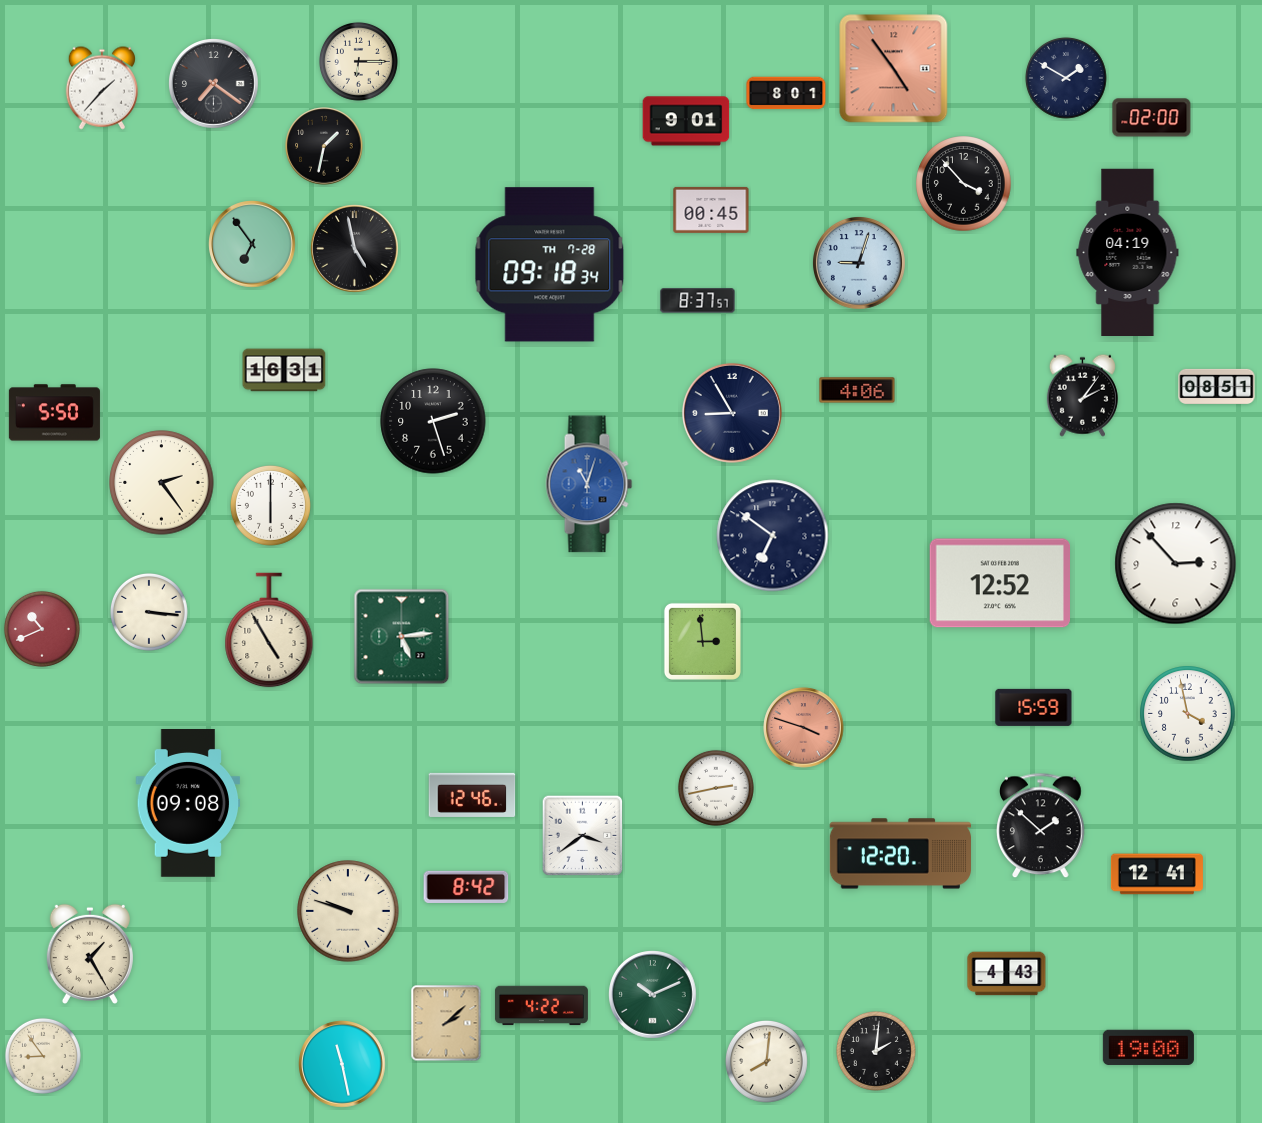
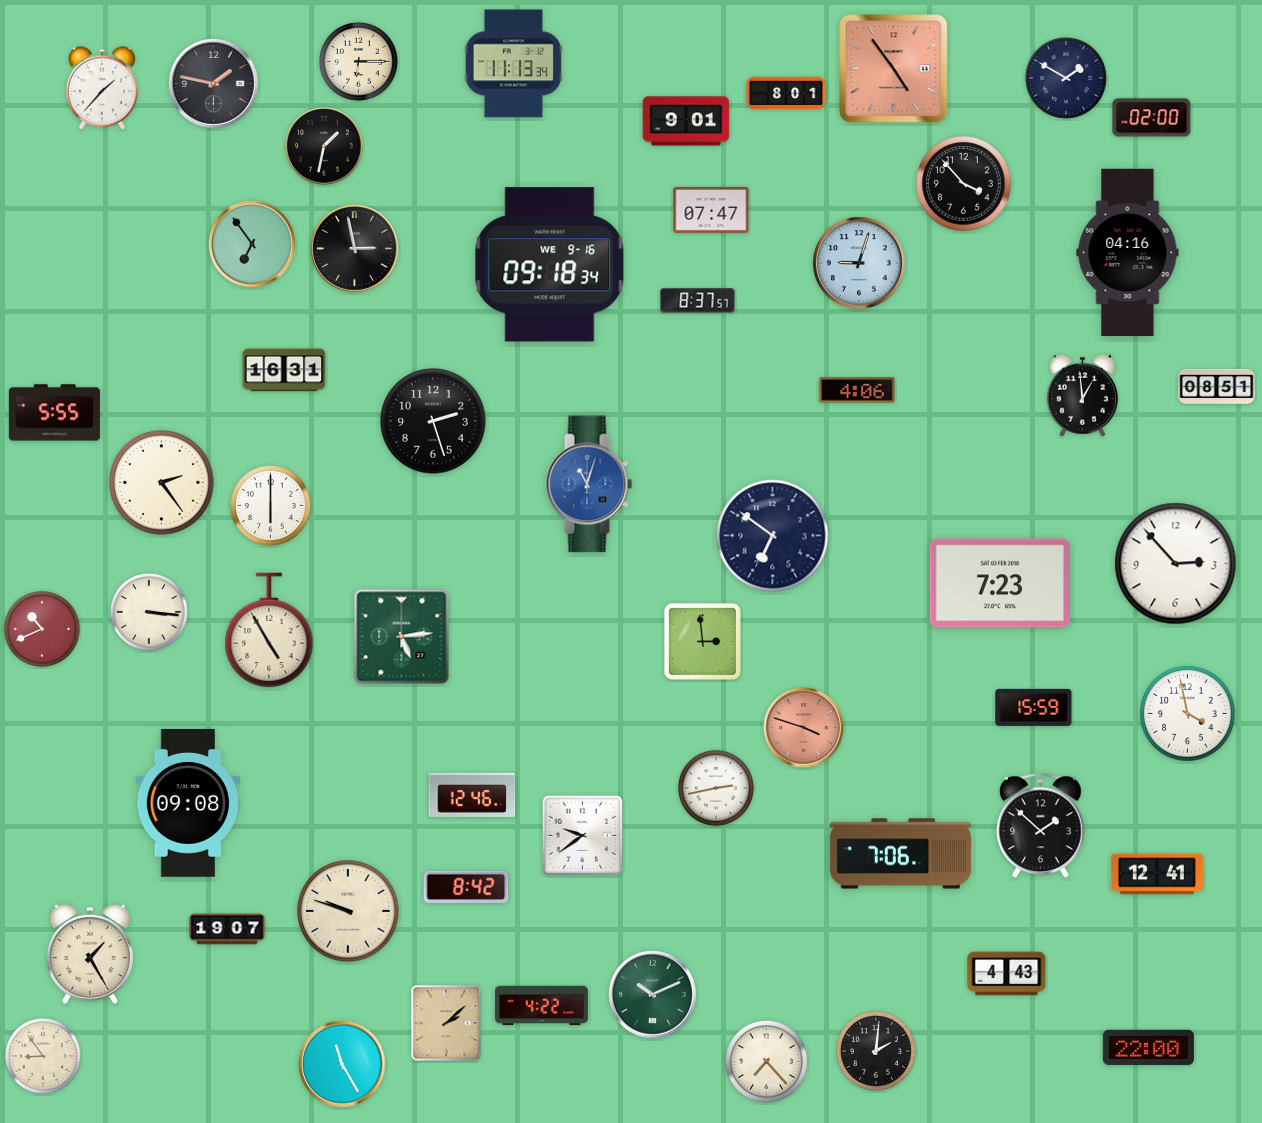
clock at (513, 64): none -> 11:13
clock at (214, 84): 7:21 -> 1:47
clock at (711, 210): 00:45 -> 07:47
clock at (355, 249): 4:58 -> 2:58
clock at (1128, 252): 04:19 -> 04:16
clock at (550, 265) date: TH 7-28 -> WE 9-16
clock at (1082, 395): 2:06 -> 12:59
clock at (54, 413): 5:50 -> 5:55
clock at (732, 413): 8:55 -> none
clock at (999, 583): 12:52 -> 7:23
clock at (583, 836): 3:39 -> 9:39
clock at (900, 854): 12:20 -> 7:06
clock at (227, 929): none -> 19:07
clock at (1148, 1047): 19:00 -> 22:00
clock at (766, 1062): 8:01 -> 7:23
clock at (342, 1064): 11:28 -> 11:25
